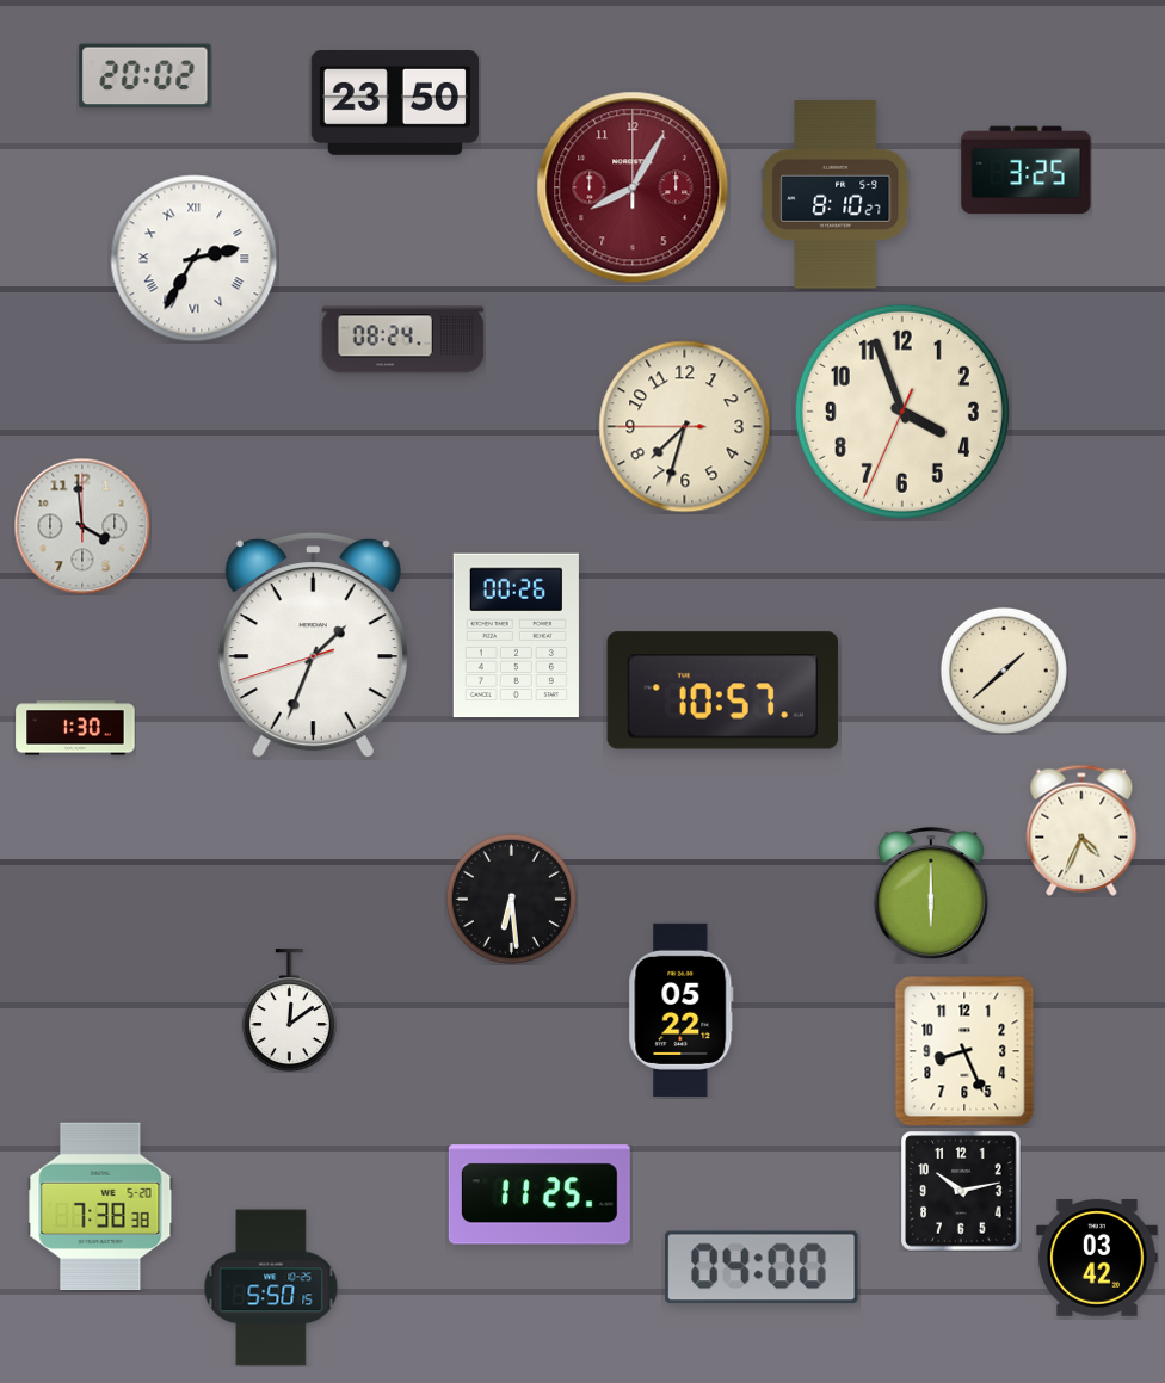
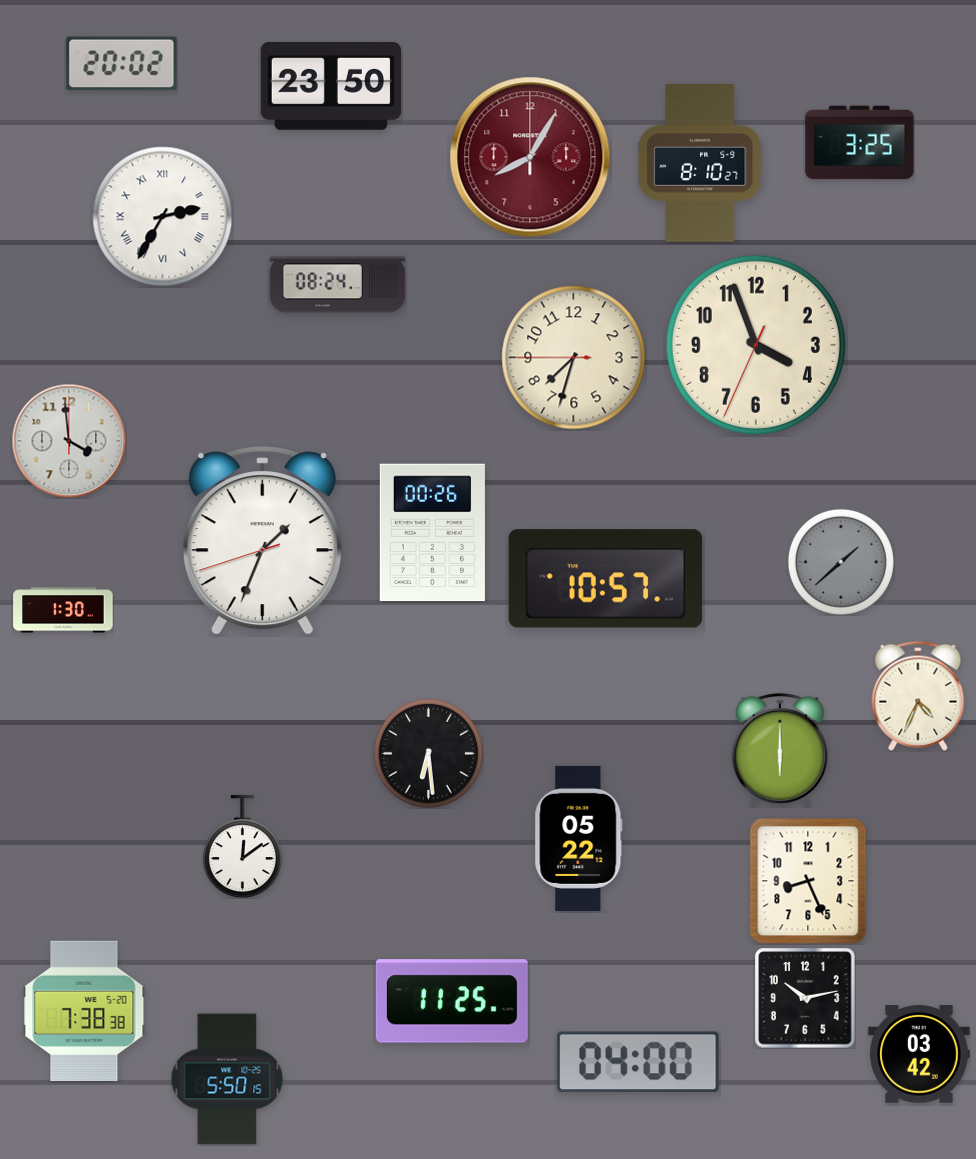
clock at (1004, 671) dial: cream -> grey
clock at (1081, 831) position: (1081, 831) -> (918, 696)
clock at (682, 1010) position: (682, 1010) -> (579, 838)
